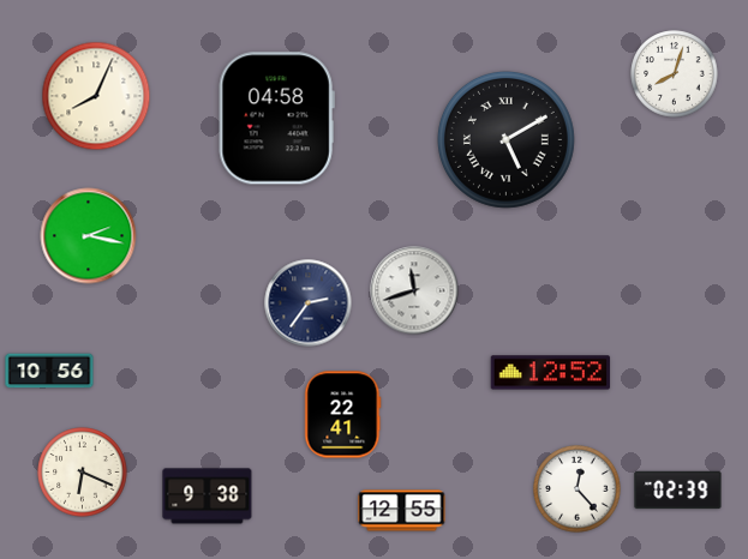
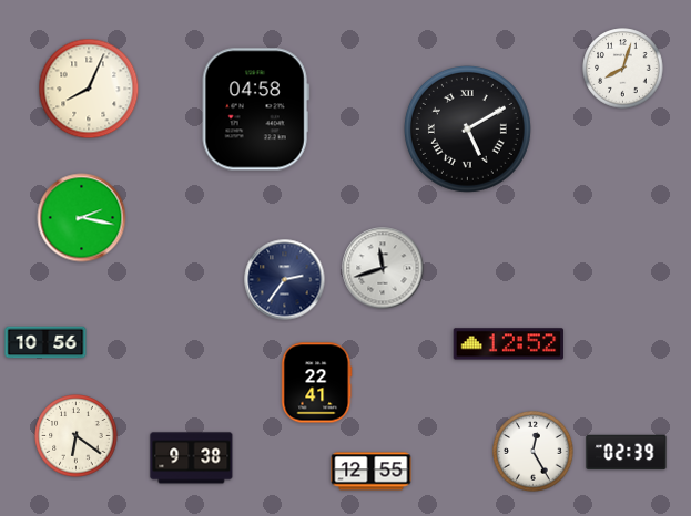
clock at (83, 473): 6:19 -> 6:21
clock at (578, 489): 12:23 -> 12:25
